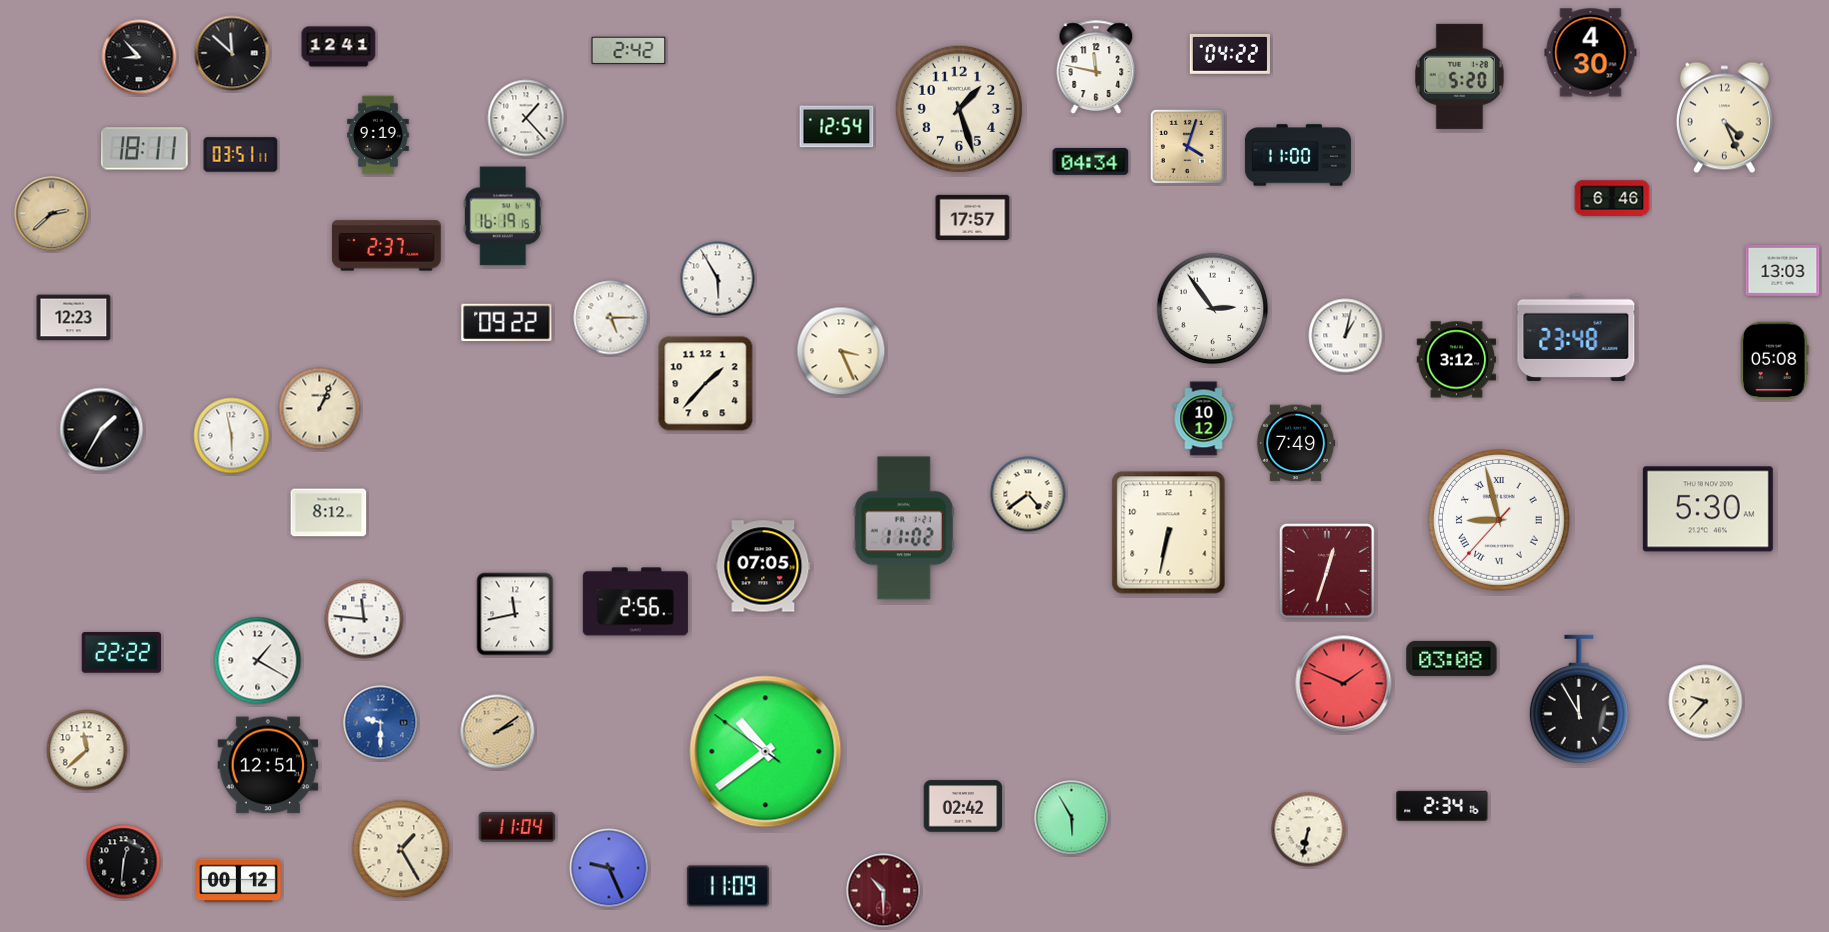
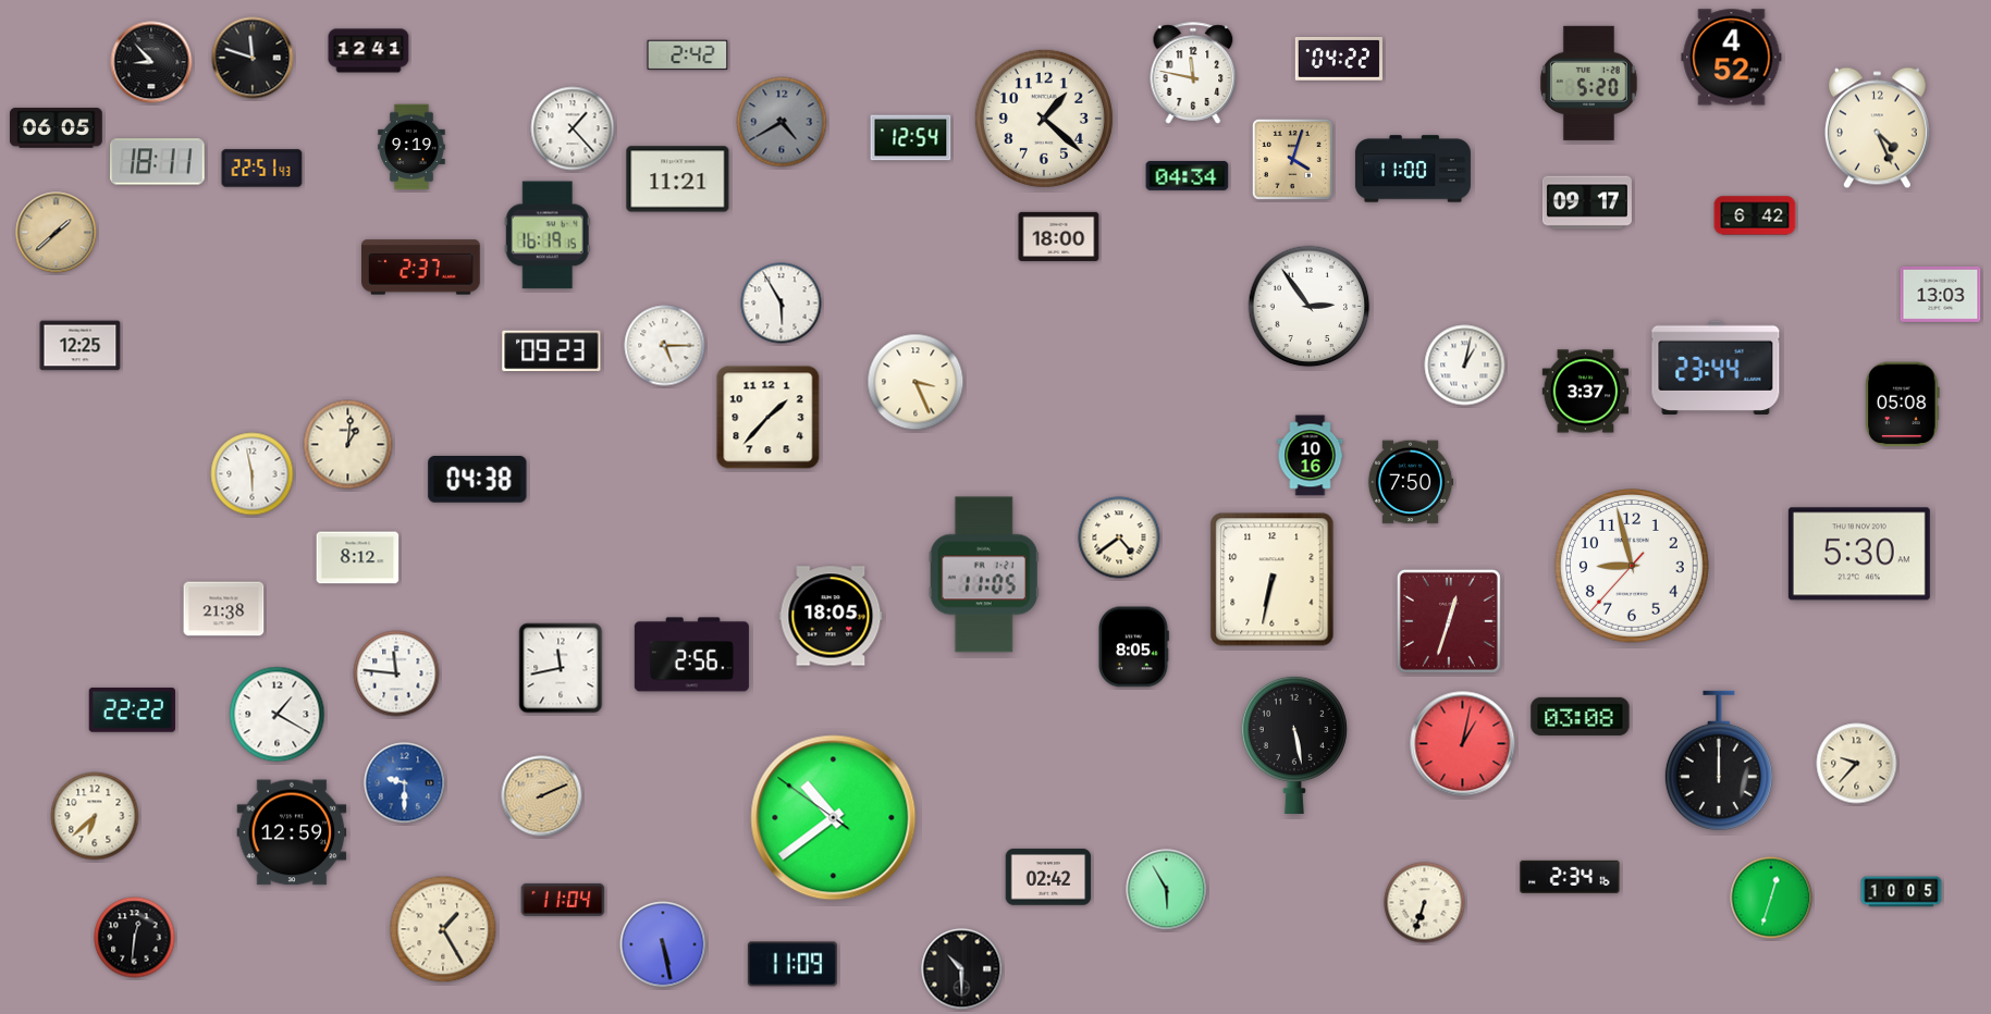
clock at (629, 51) position: (629, 51) -> (688, 55)
clock at (232, 53): 11:52 -> 11:48
clock at (1591, 53): 4:30 -> 4:52
clock at (959, 109): 1:27 -> 1:22
clock at (782, 122): none -> 4:40
clock at (57, 128): none -> 06:05
clock at (241, 155): 03:51 -> 22:51
clock at (678, 180): none -> 11:21
clock at (1587, 202): none -> 09:17
clock at (1612, 198): 6:46 -> 6:42
clock at (52, 214): 2:38 -> 1:38
clock at (973, 217): 17:57 -> 18:00
clock at (1213, 309) position: (1213, 309) -> (1310, 307)
clock at (74, 318): 12:23 -> 12:25
clock at (507, 323): 09:22 -> 09:23
clock at (1576, 338): 23:48 -> 23:44
clock at (1457, 360): 3:12 -> 3:37
clock at (1775, 361) position: (1775, 361) -> (1903, 405)
clock at (320, 409): 1:04 -> 1:01
clock at (1204, 419): 10:12 -> 10:16
clock at (102, 430): 1:35 -> none
clock at (478, 479): none -> 04:38
clock at (1296, 443): 7:49 -> 7:50
clock at (1499, 520) numerals: Roman -> Arabic
clock at (904, 528): 11:02 -> 11:05
clock at (224, 609): none -> 21:38
clock at (763, 566): 07:05 -> 18:05
clock at (1327, 571) position: (1327, 571) -> (1449, 621)
clock at (1133, 647): none -> 8:05
clock at (258, 661) position: (258, 661) -> (278, 715)
clock at (1294, 744): none -> 5:28
clock at (1344, 684): 1:49 -> 1:02
clock at (1579, 699): 11:55 -> 12:00
clock at (381, 723) position: (381, 723) -> (405, 783)
clock at (498, 732): 2:09 -> 2:11
clock at (87, 750): 11:38 -> 6:38
clock at (268, 765): 12:51 -> 12:59
clock at (1902, 892): none -> 10:05
clock at (1771, 898): none -> 12:33
clock at (1309, 830): 6:32 -> 6:33
clock at (401, 849) position: (401, 849) -> (443, 929)
clock at (609, 868): 9:26 -> 5:28
clock at (239, 881): 00:12 -> none
clock at (884, 891) dial: burgundy -> black
